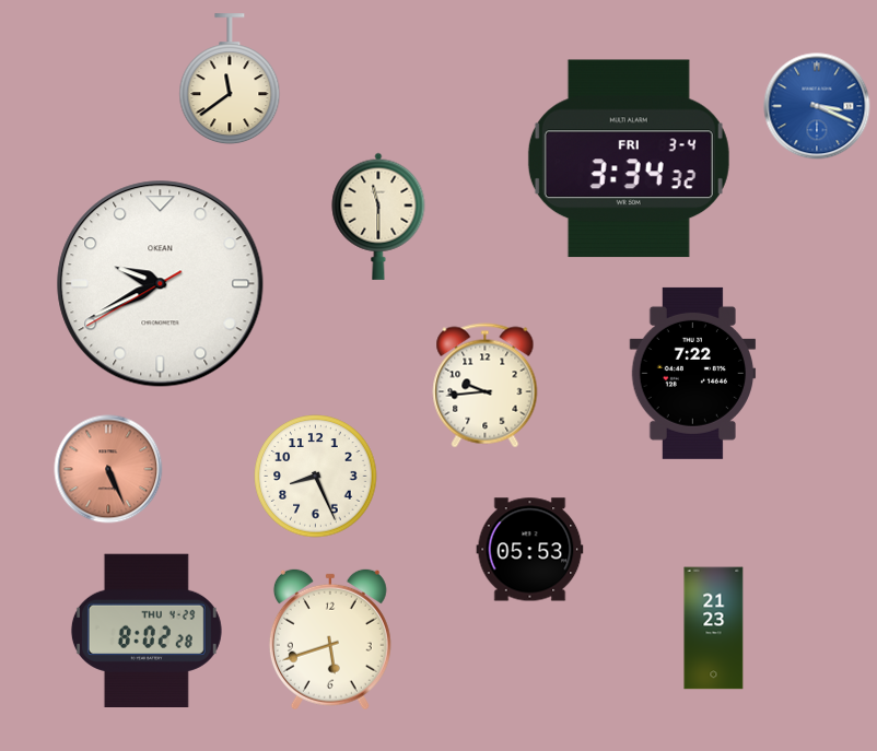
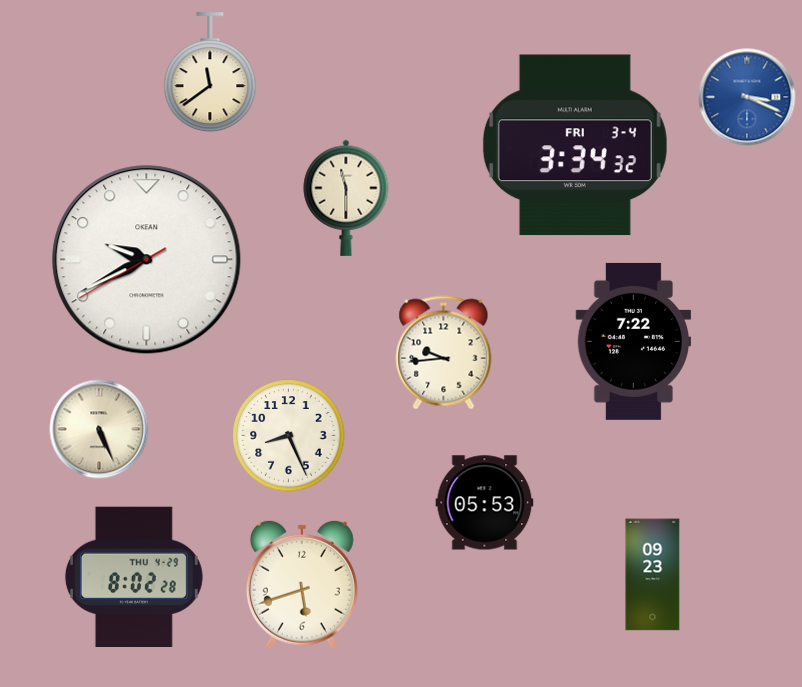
clock at (108, 469) dial: salmon -> cream
clock at (714, 629): 21:23 -> 09:23
